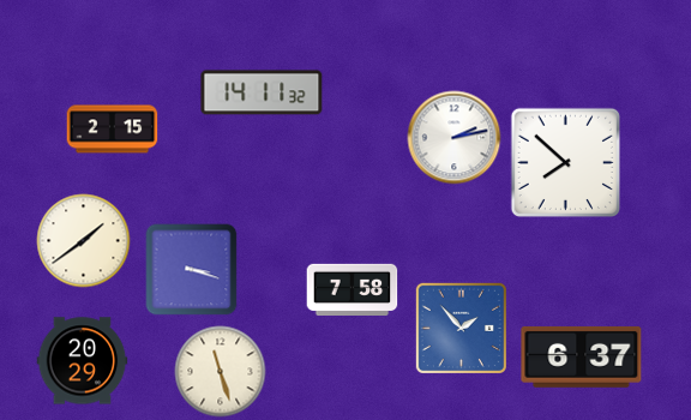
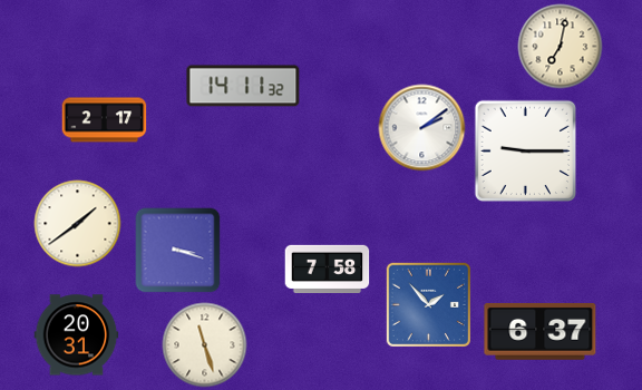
clock at (561, 47): none -> 7:02
clock at (113, 130): 2:15 -> 2:17
clock at (455, 138): 2:13 -> 2:09
clock at (565, 162): 7:52 -> 9:15
clock at (83, 361): 20:29 -> 20:31
